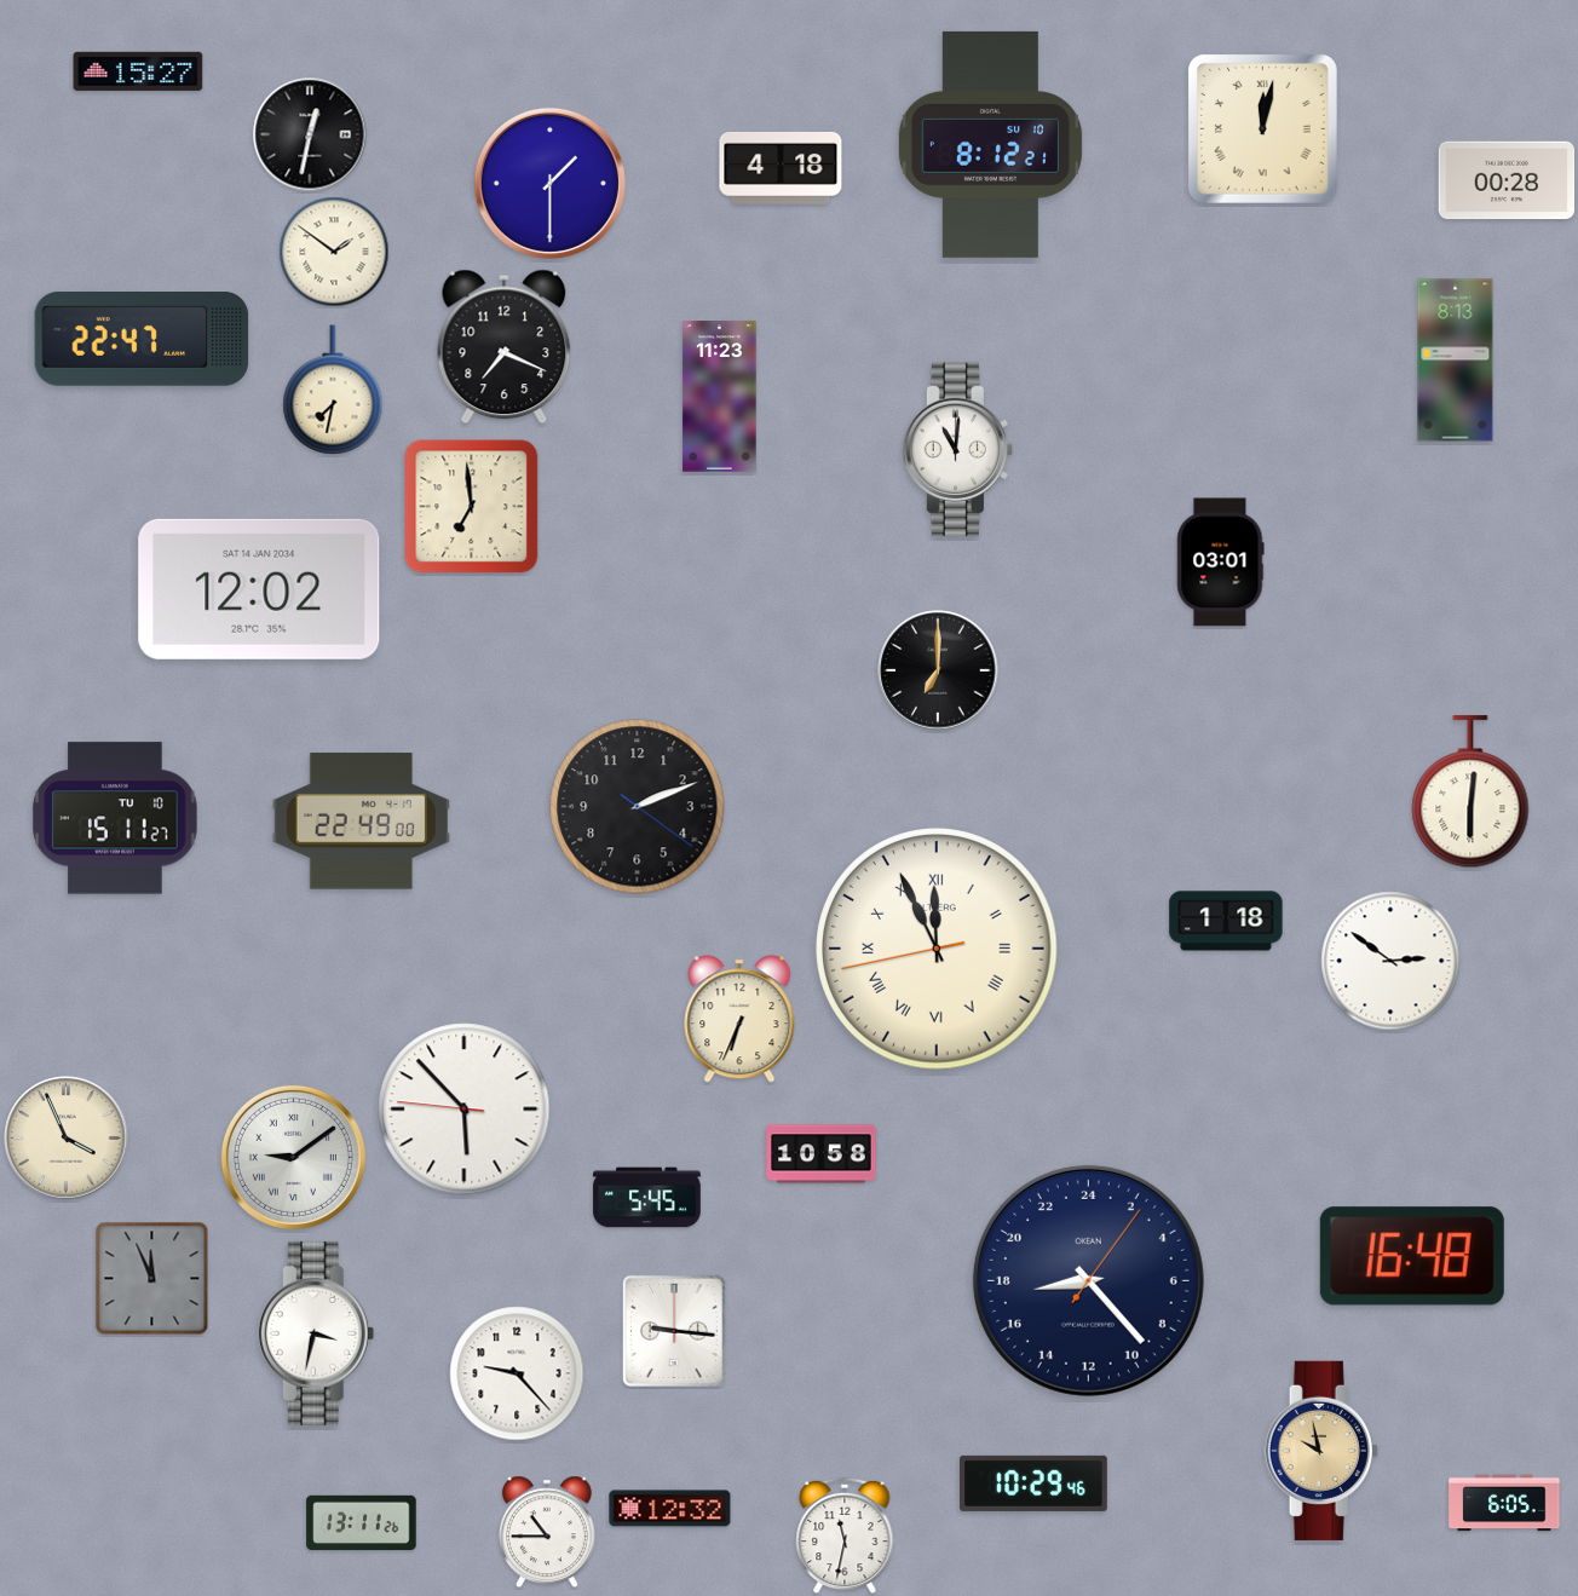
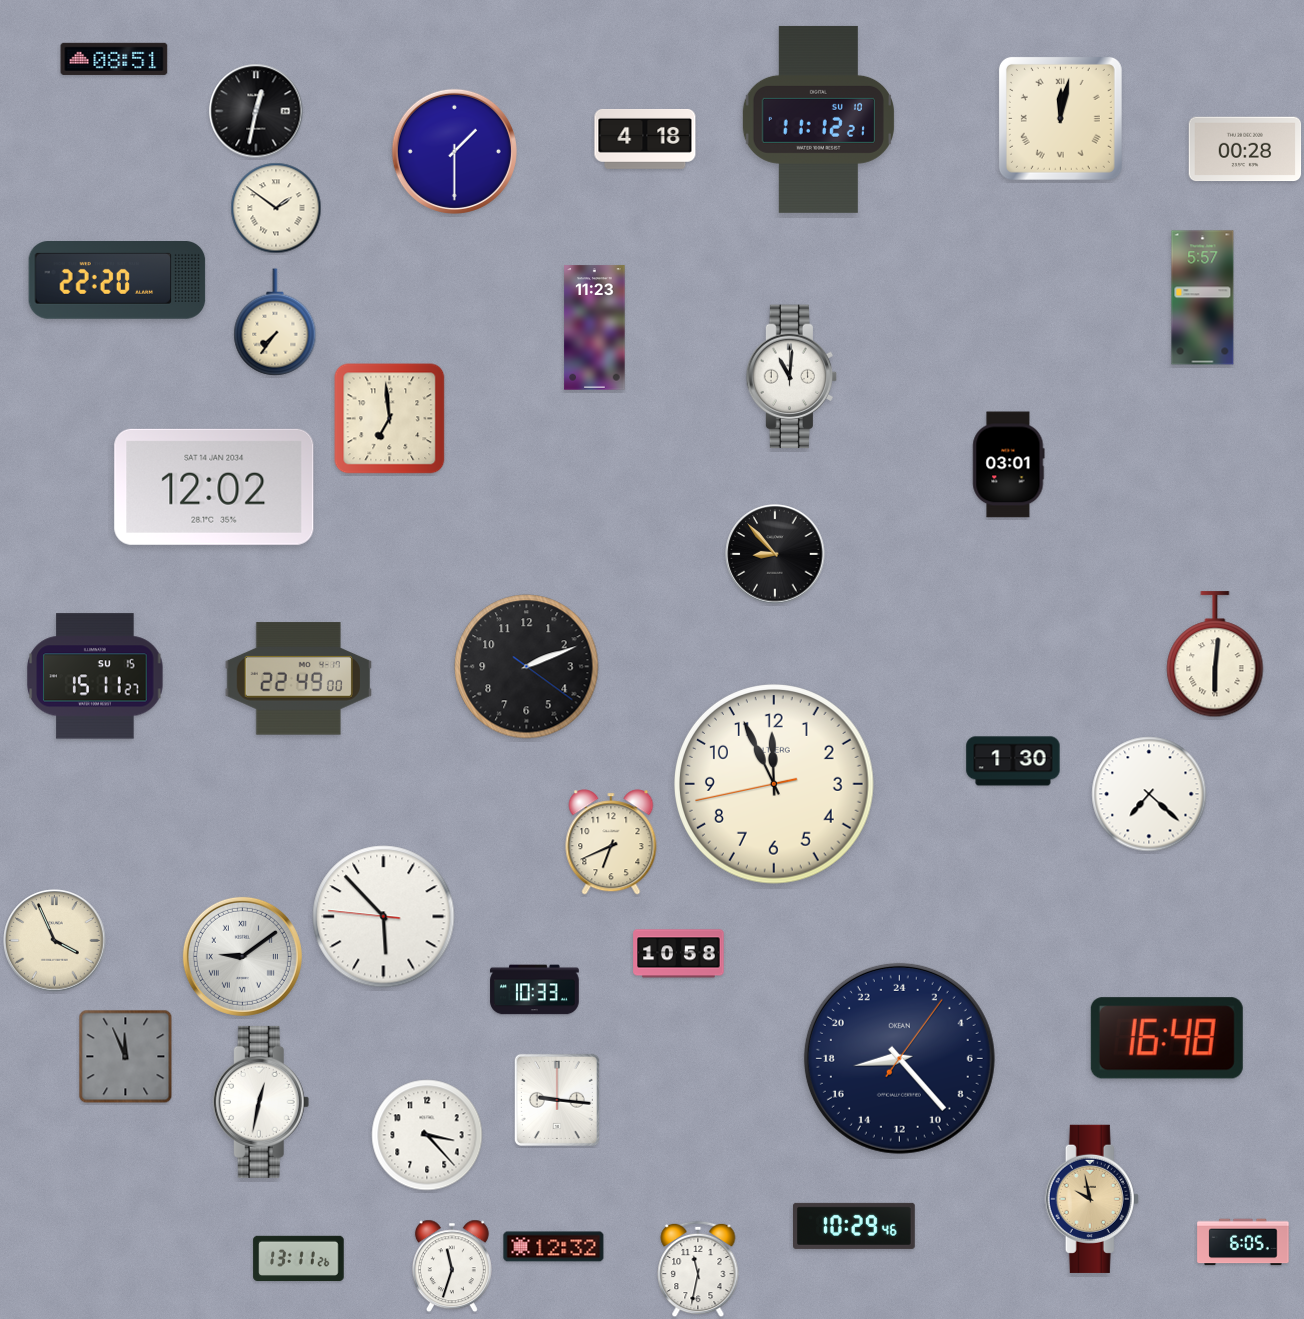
clock at (138, 71): 15:27 -> 08:51
clock at (1262, 128) position: (1262, 128) -> (1060, 118)
clock at (990, 144): 8:12 -> 11:12
clock at (142, 340): 22:47 -> 22:20
clock at (505, 347): 7:19 -> none
clock at (1456, 361): 8:13 -> 5:57
clock at (333, 390): 7:32 -> 7:36
clock at (958, 450) position: (958, 450) -> (792, 377)
clock at (938, 670): 7:00 -> 8:53
clock at (115, 818) date: TU 10 -> SU 15
clock at (1226, 921): 1:18 -> 1:30
clock at (938, 950) numerals: Roman -> Arabic
clock at (1390, 961): 2:51 -> 7:22
clock at (739, 1019): 6:34 -> 6:41
clock at (647, 1198): 5:45 -> 10:33
clock at (316, 1333): 3:32 -> 12:32
clock at (517, 1373): 9:23 -> 3:23
clock at (547, 1532): 10:45 -> 11:33
